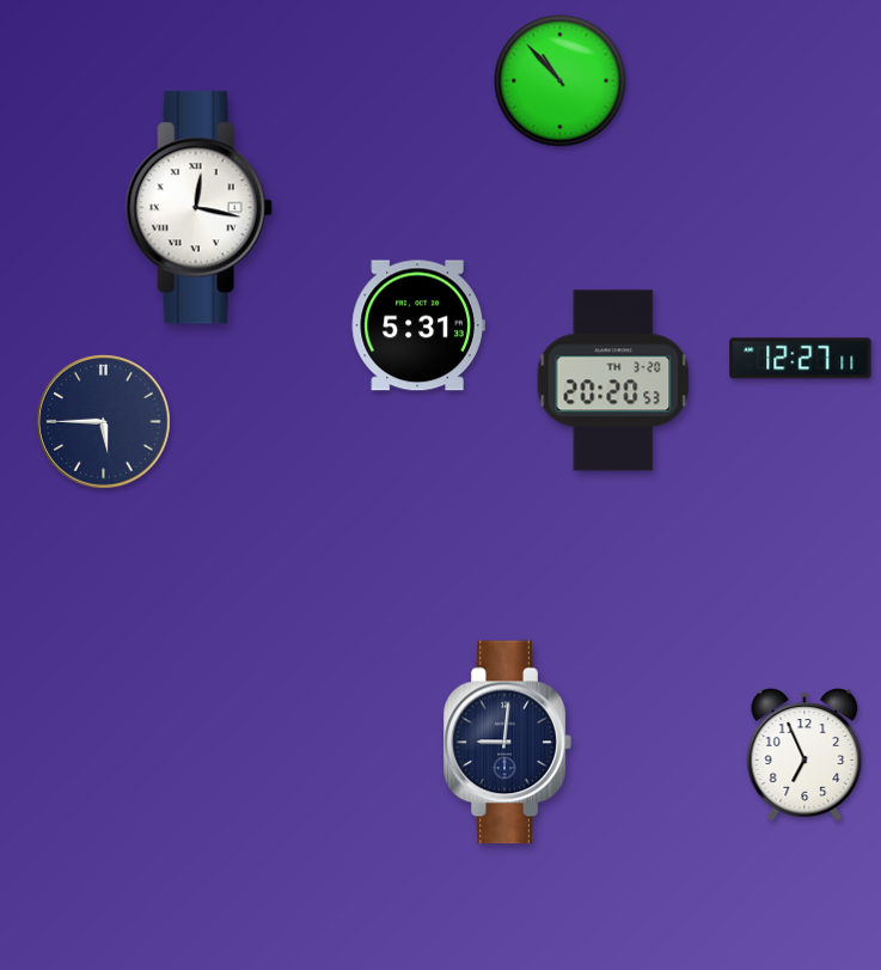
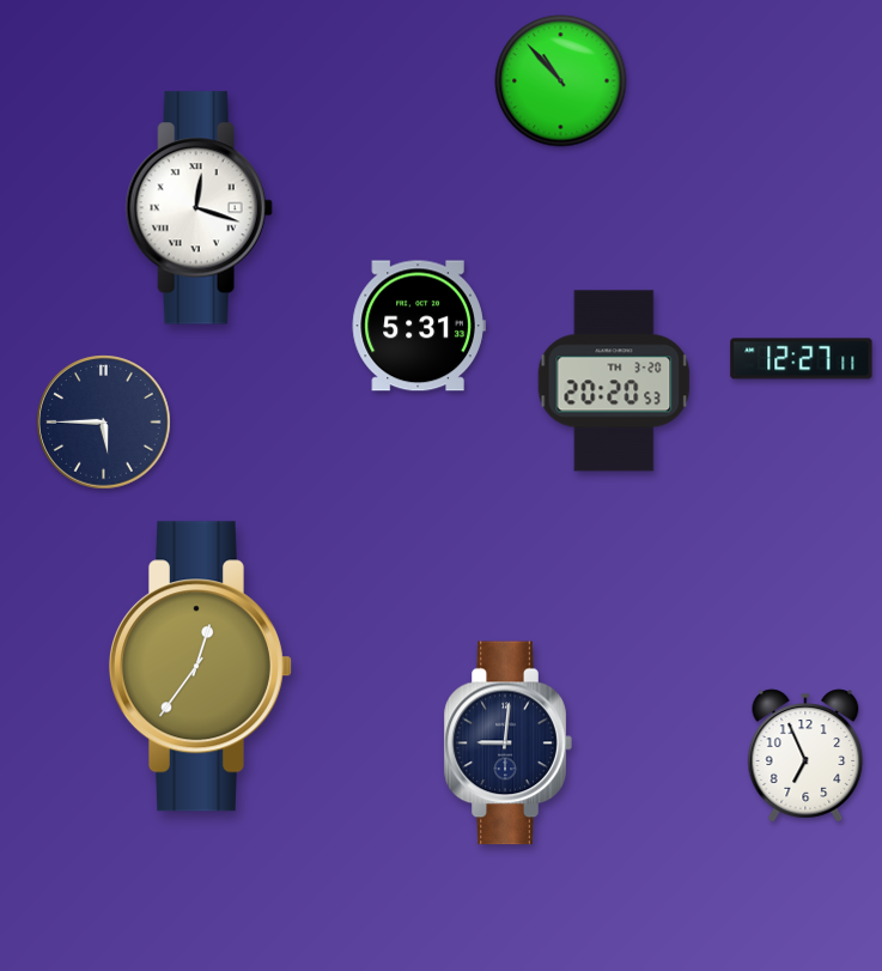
clock at (198, 208): 12:17 -> 12:18
clock at (200, 667): none -> 12:36
